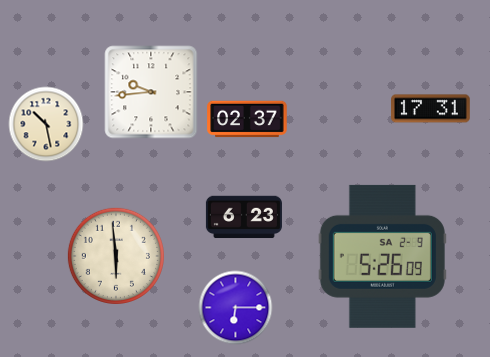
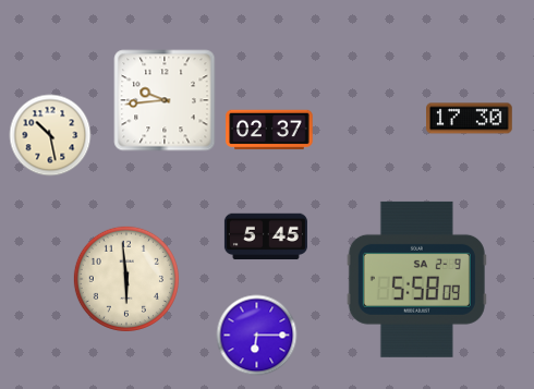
clock at (431, 109): 17:31 -> 17:30
clock at (244, 217): 6:23 -> 5:45
clock at (382, 256): 5:26 -> 5:58
